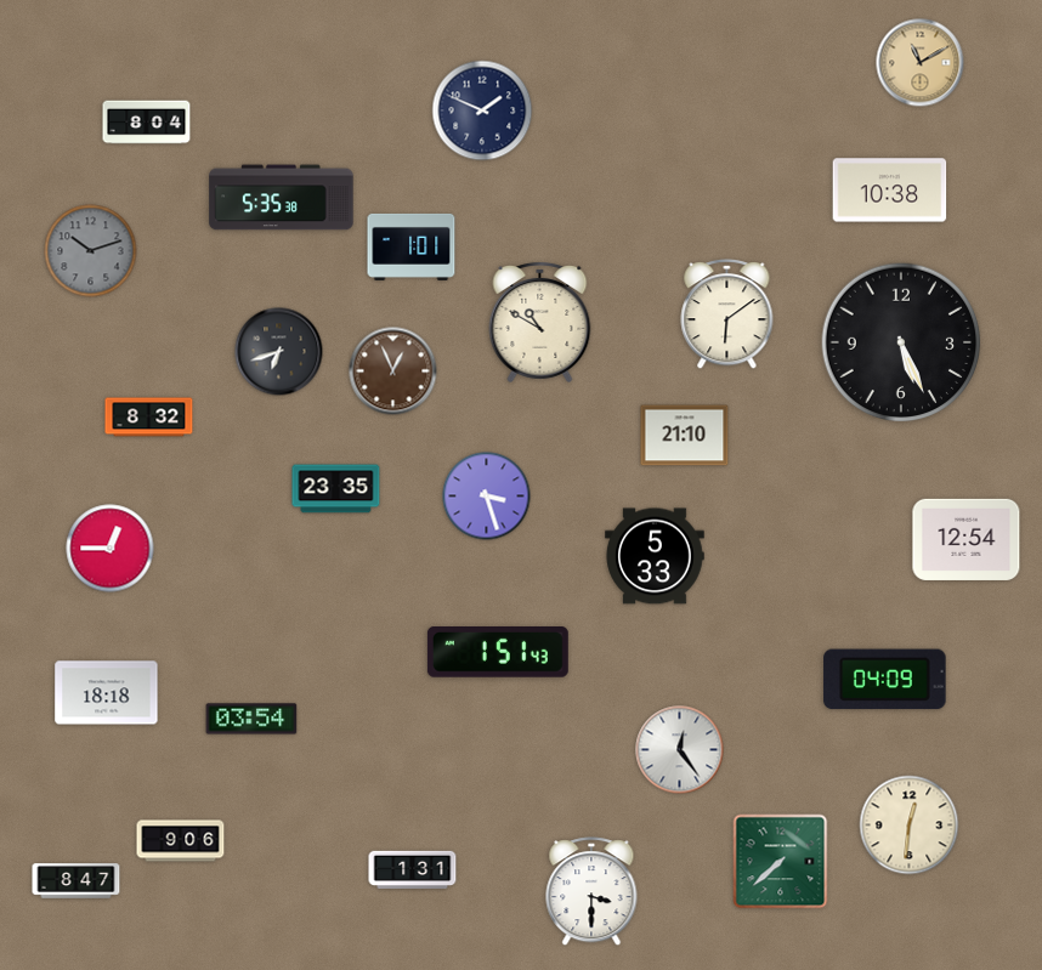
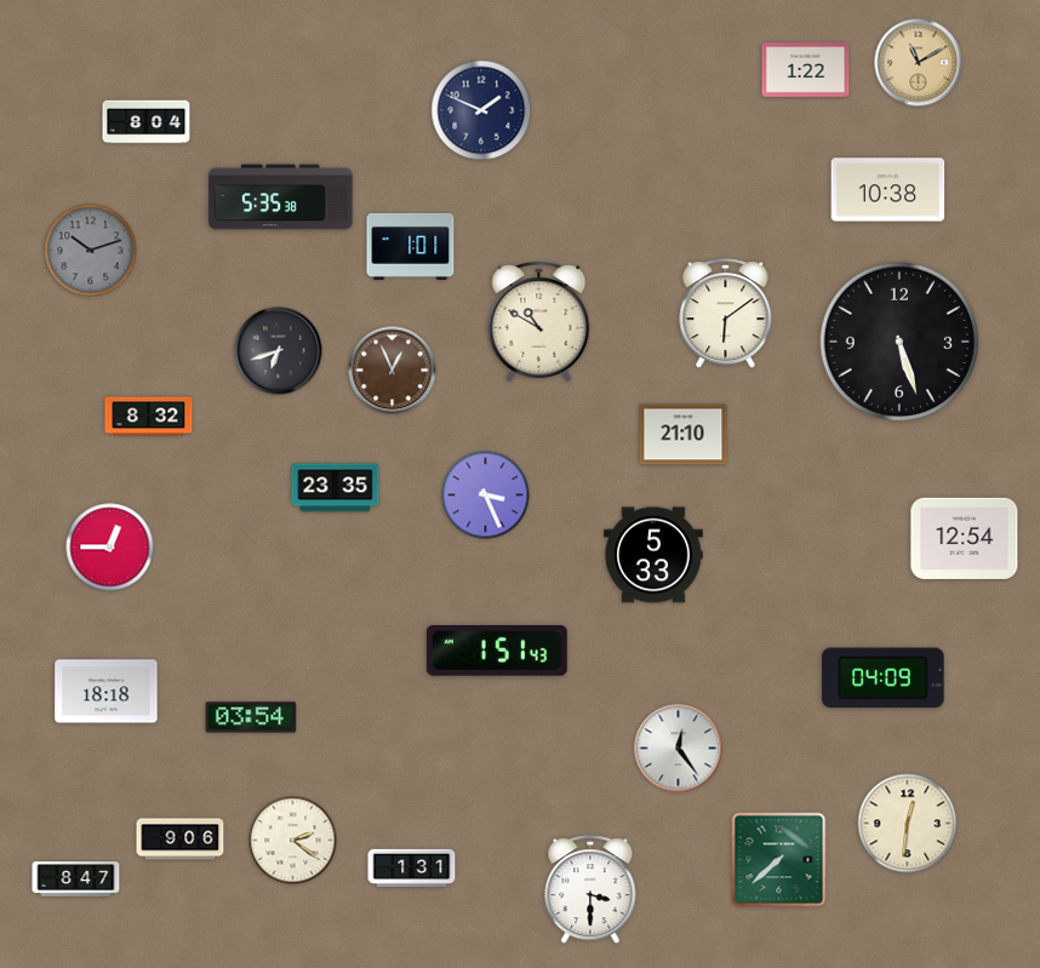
clock at (806, 69): none -> 1:22
clock at (901, 342): 5:26 -> 5:27
clock at (487, 497): 3:27 -> 3:26
clock at (293, 841): none -> 2:21
